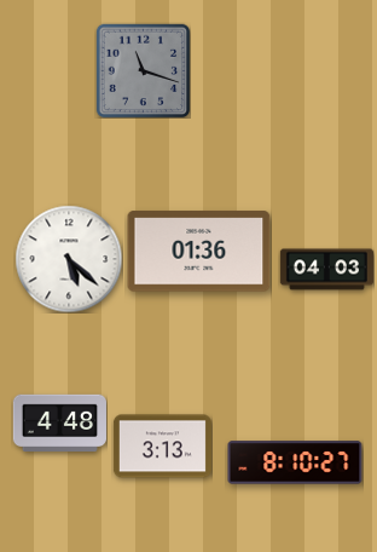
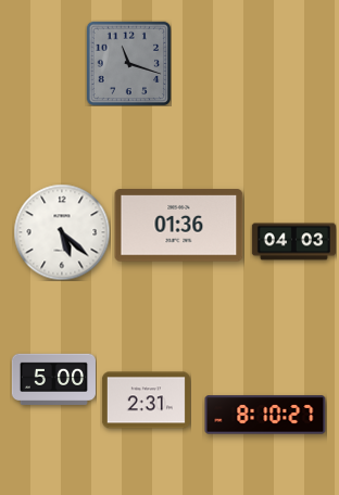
clock at (59, 422): 4:48 -> 5:00
clock at (162, 447): 3:13 -> 2:31
